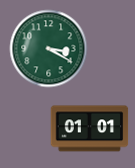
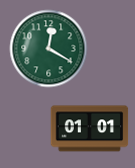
clock at (48, 48): 3:20 -> 12:20
